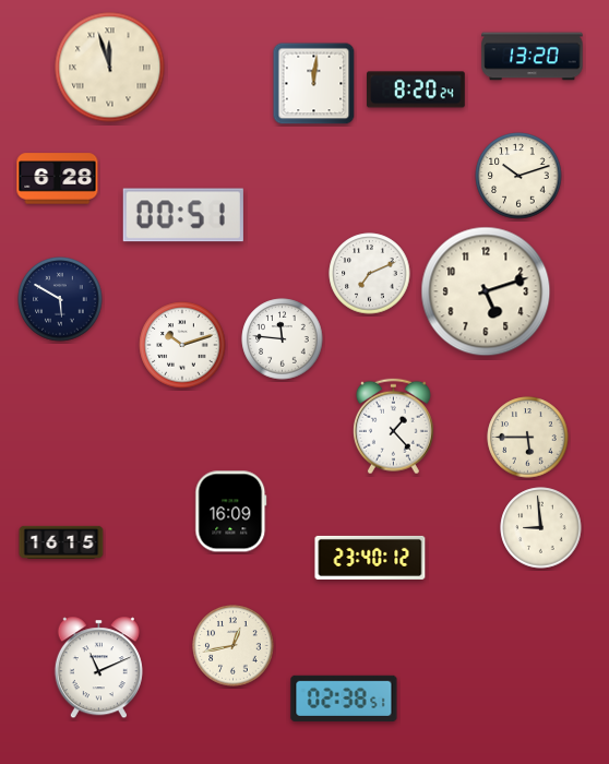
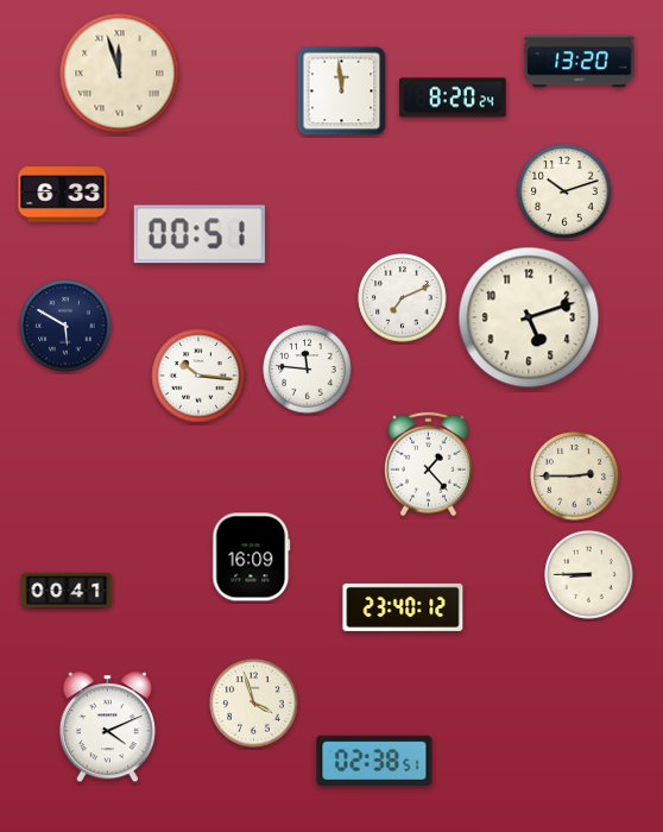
clock at (314, 84): 12:01 -> 11:59
clock at (58, 179): 6:28 -> 6:33
clock at (182, 345): 10:12 -> 10:16
clock at (528, 438): 5:45 -> 2:45
clock at (541, 528): 8:59 -> 8:45
clock at (61, 541): 16:15 -> 00:41
clock at (234, 646): 12:43 -> 3:57
clock at (98, 668): 11:11 -> 4:11
